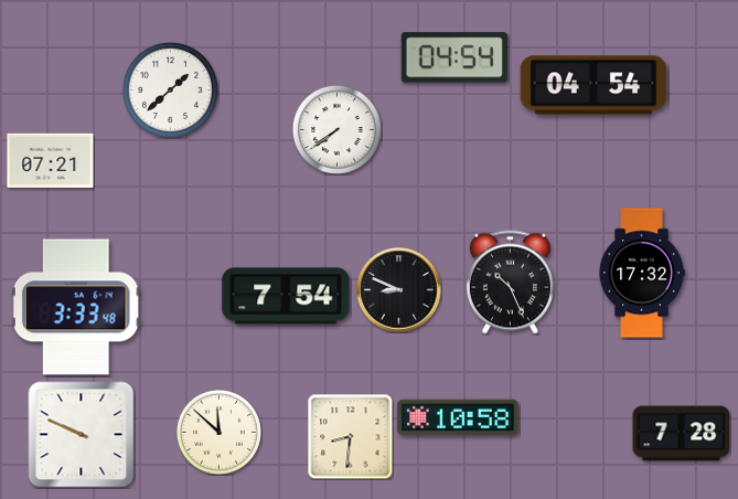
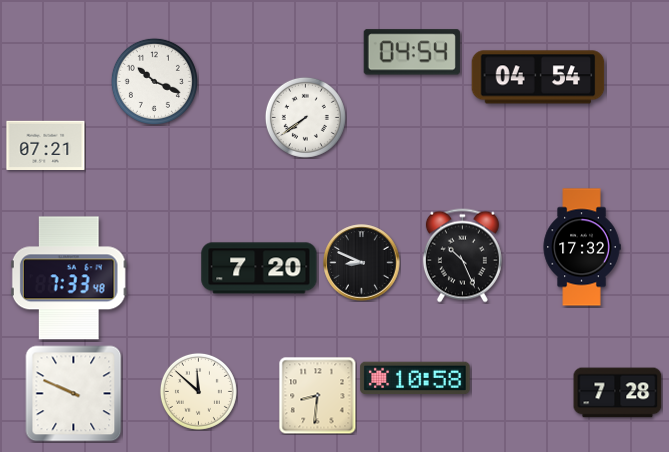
clock at (170, 89): 1:38 -> 10:19
clock at (286, 296): 7:54 -> 7:20
clock at (76, 307): 3:33 -> 7:33
